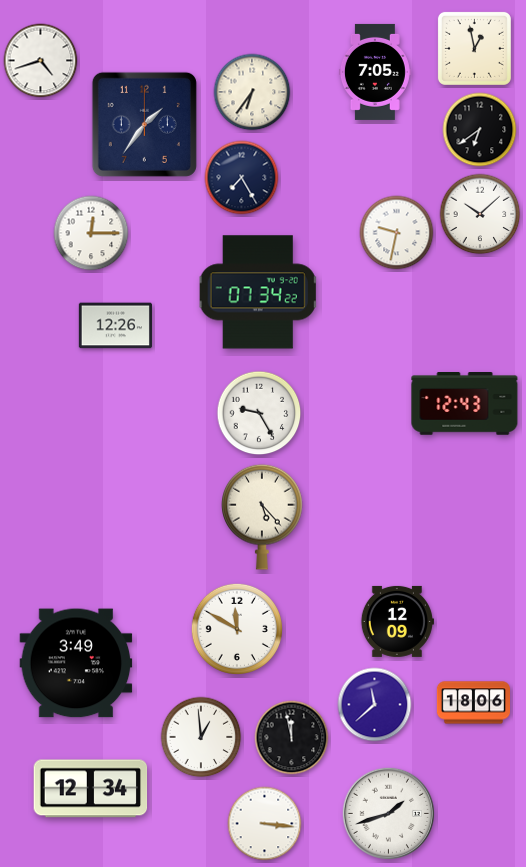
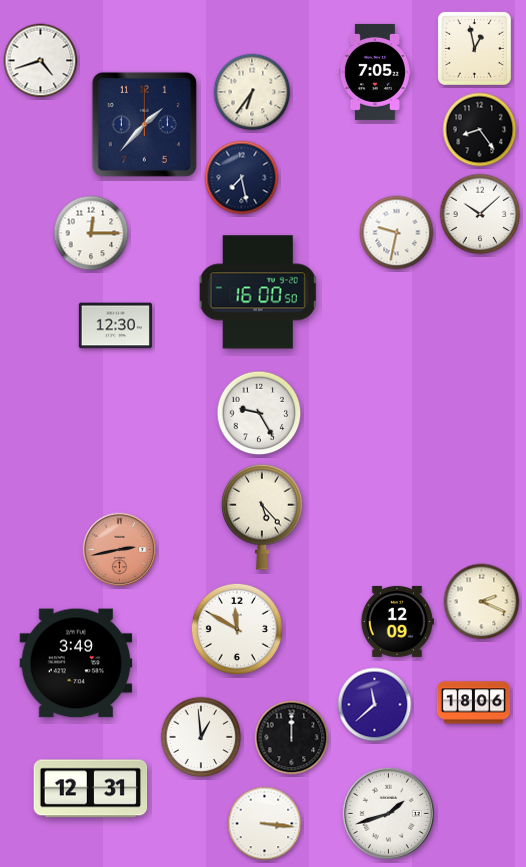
clock at (144, 124): 1:36 -> 1:37
clock at (480, 130): 6:39 -> 8:24
clock at (242, 178): 7:25 -> 7:28
clock at (258, 292): 07:34 -> 16:00
clock at (115, 326): 12:26 -> 12:30
clock at (465, 404): 12:43 -> none
clock at (120, 550): none -> 2:43
clock at (482, 602): none -> 2:19
clock at (292, 738): 11:58 -> 12:00
clock at (91, 789): 12:34 -> 12:31
